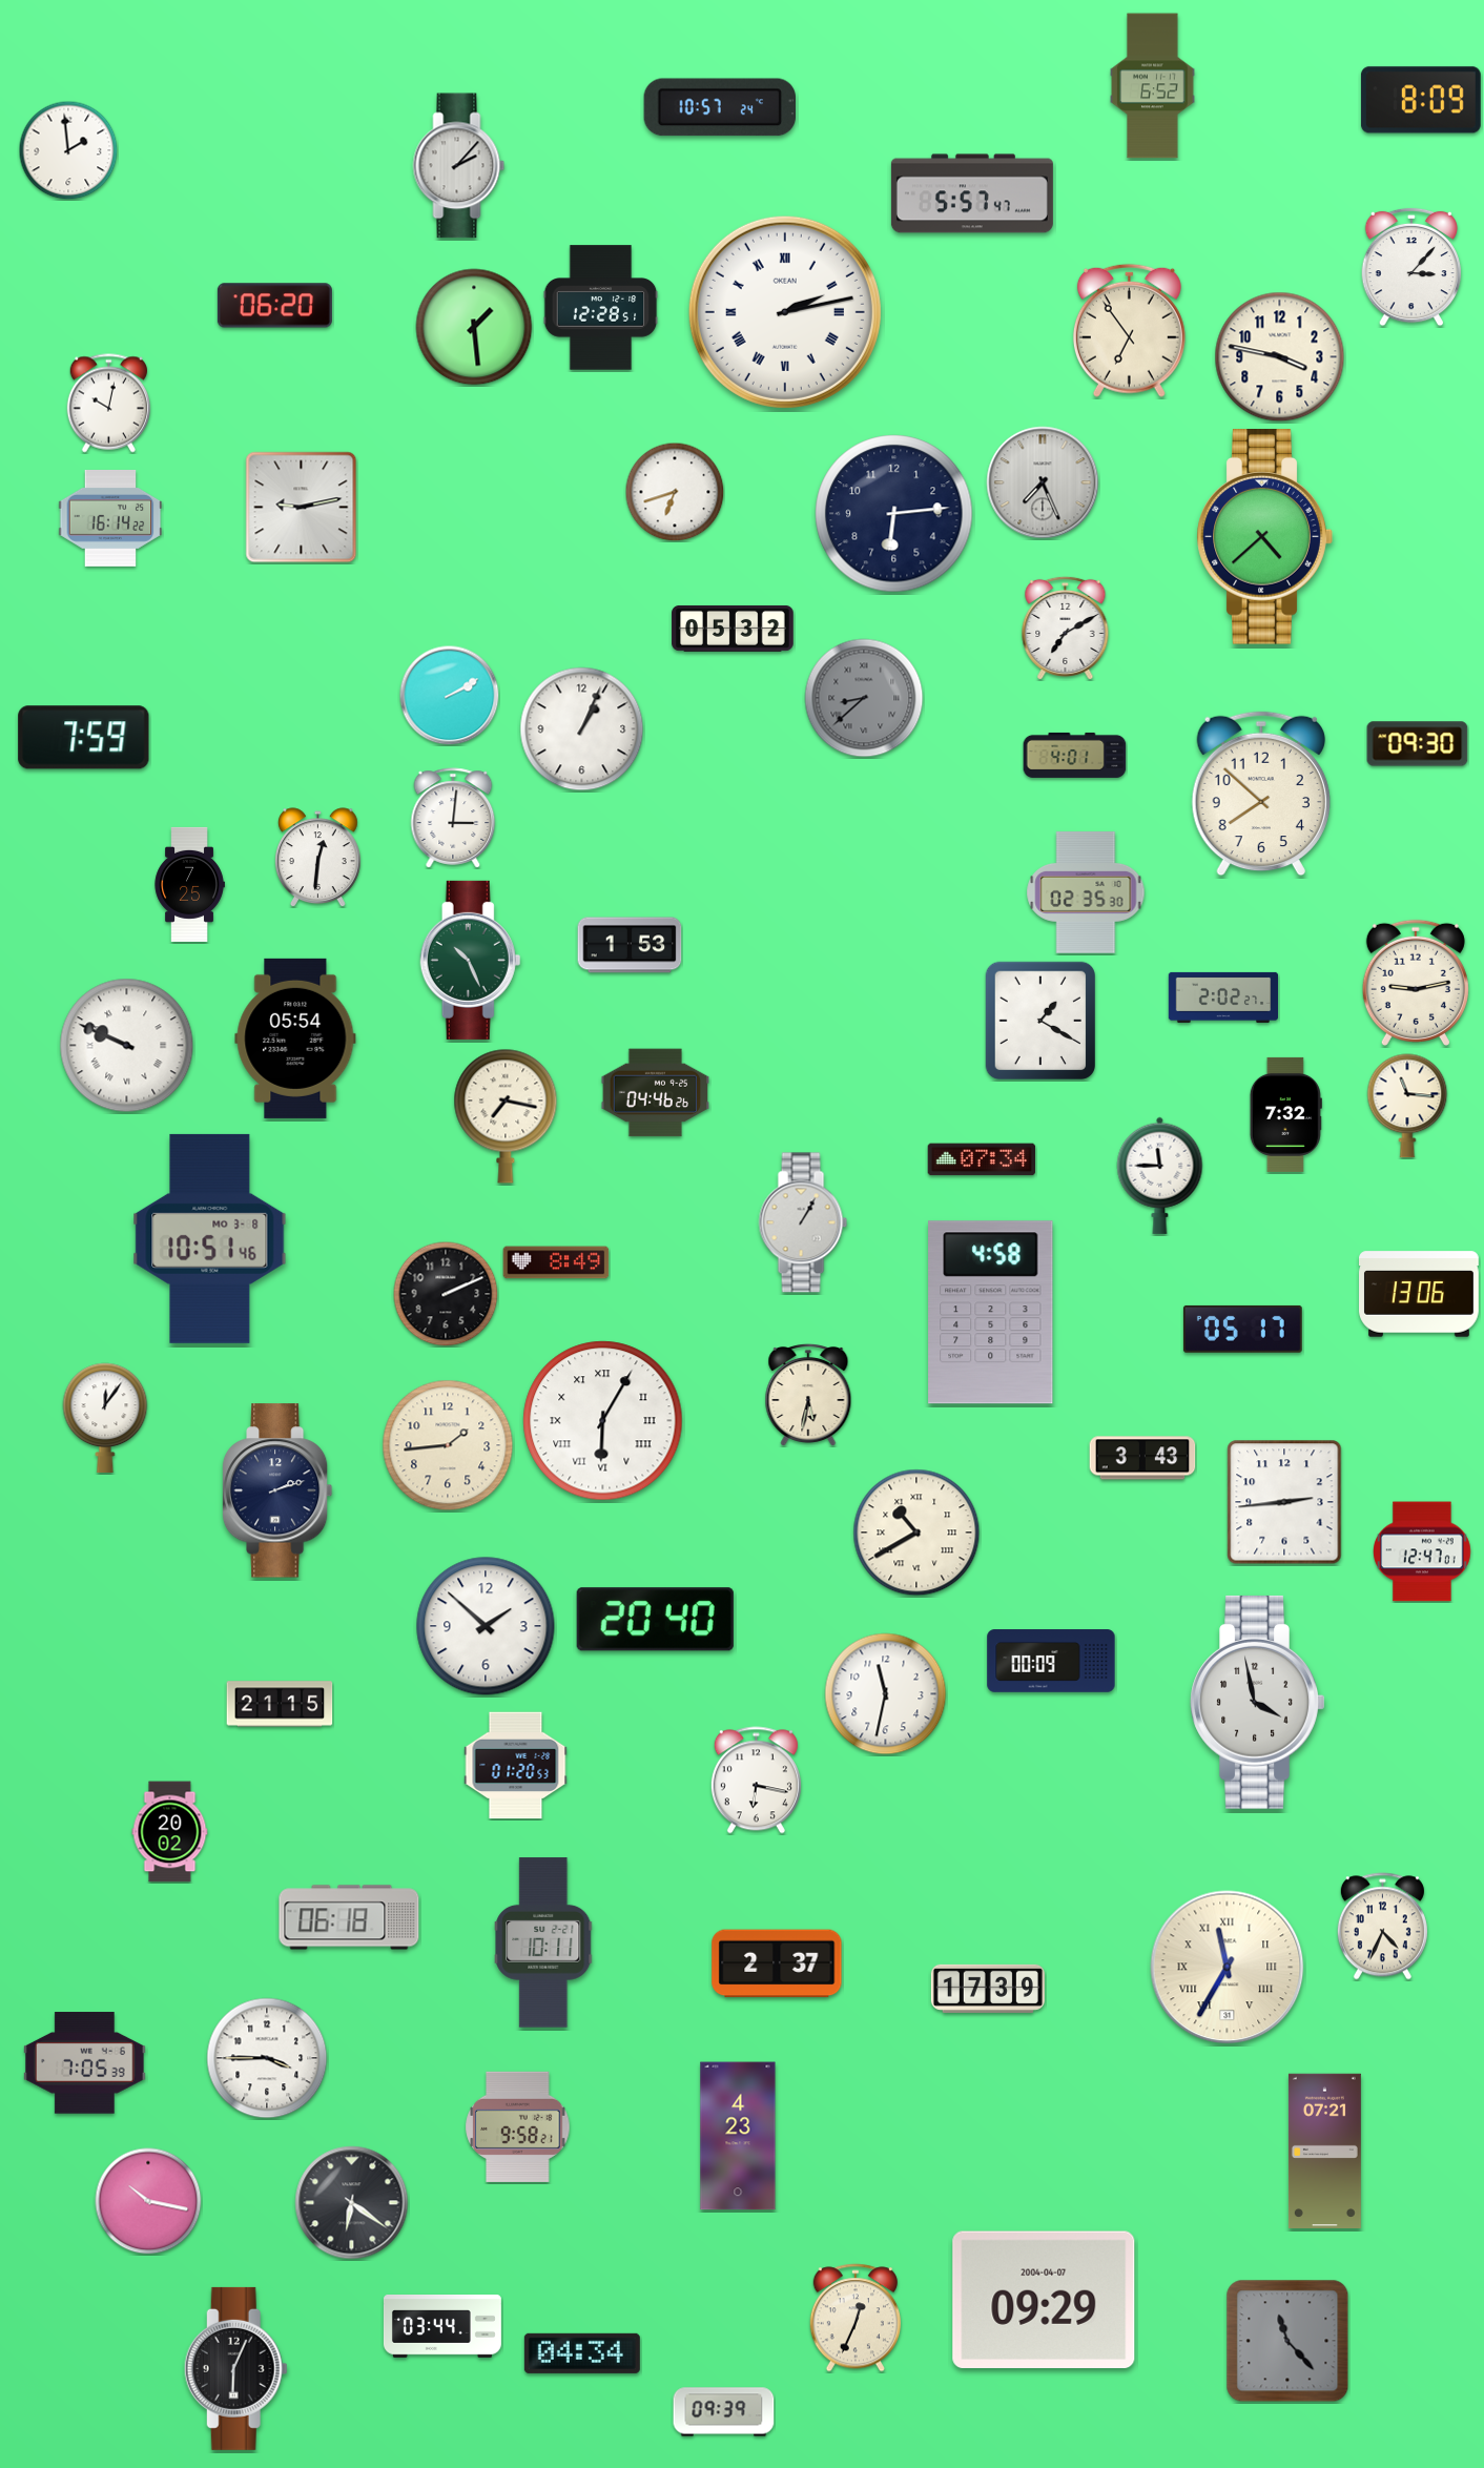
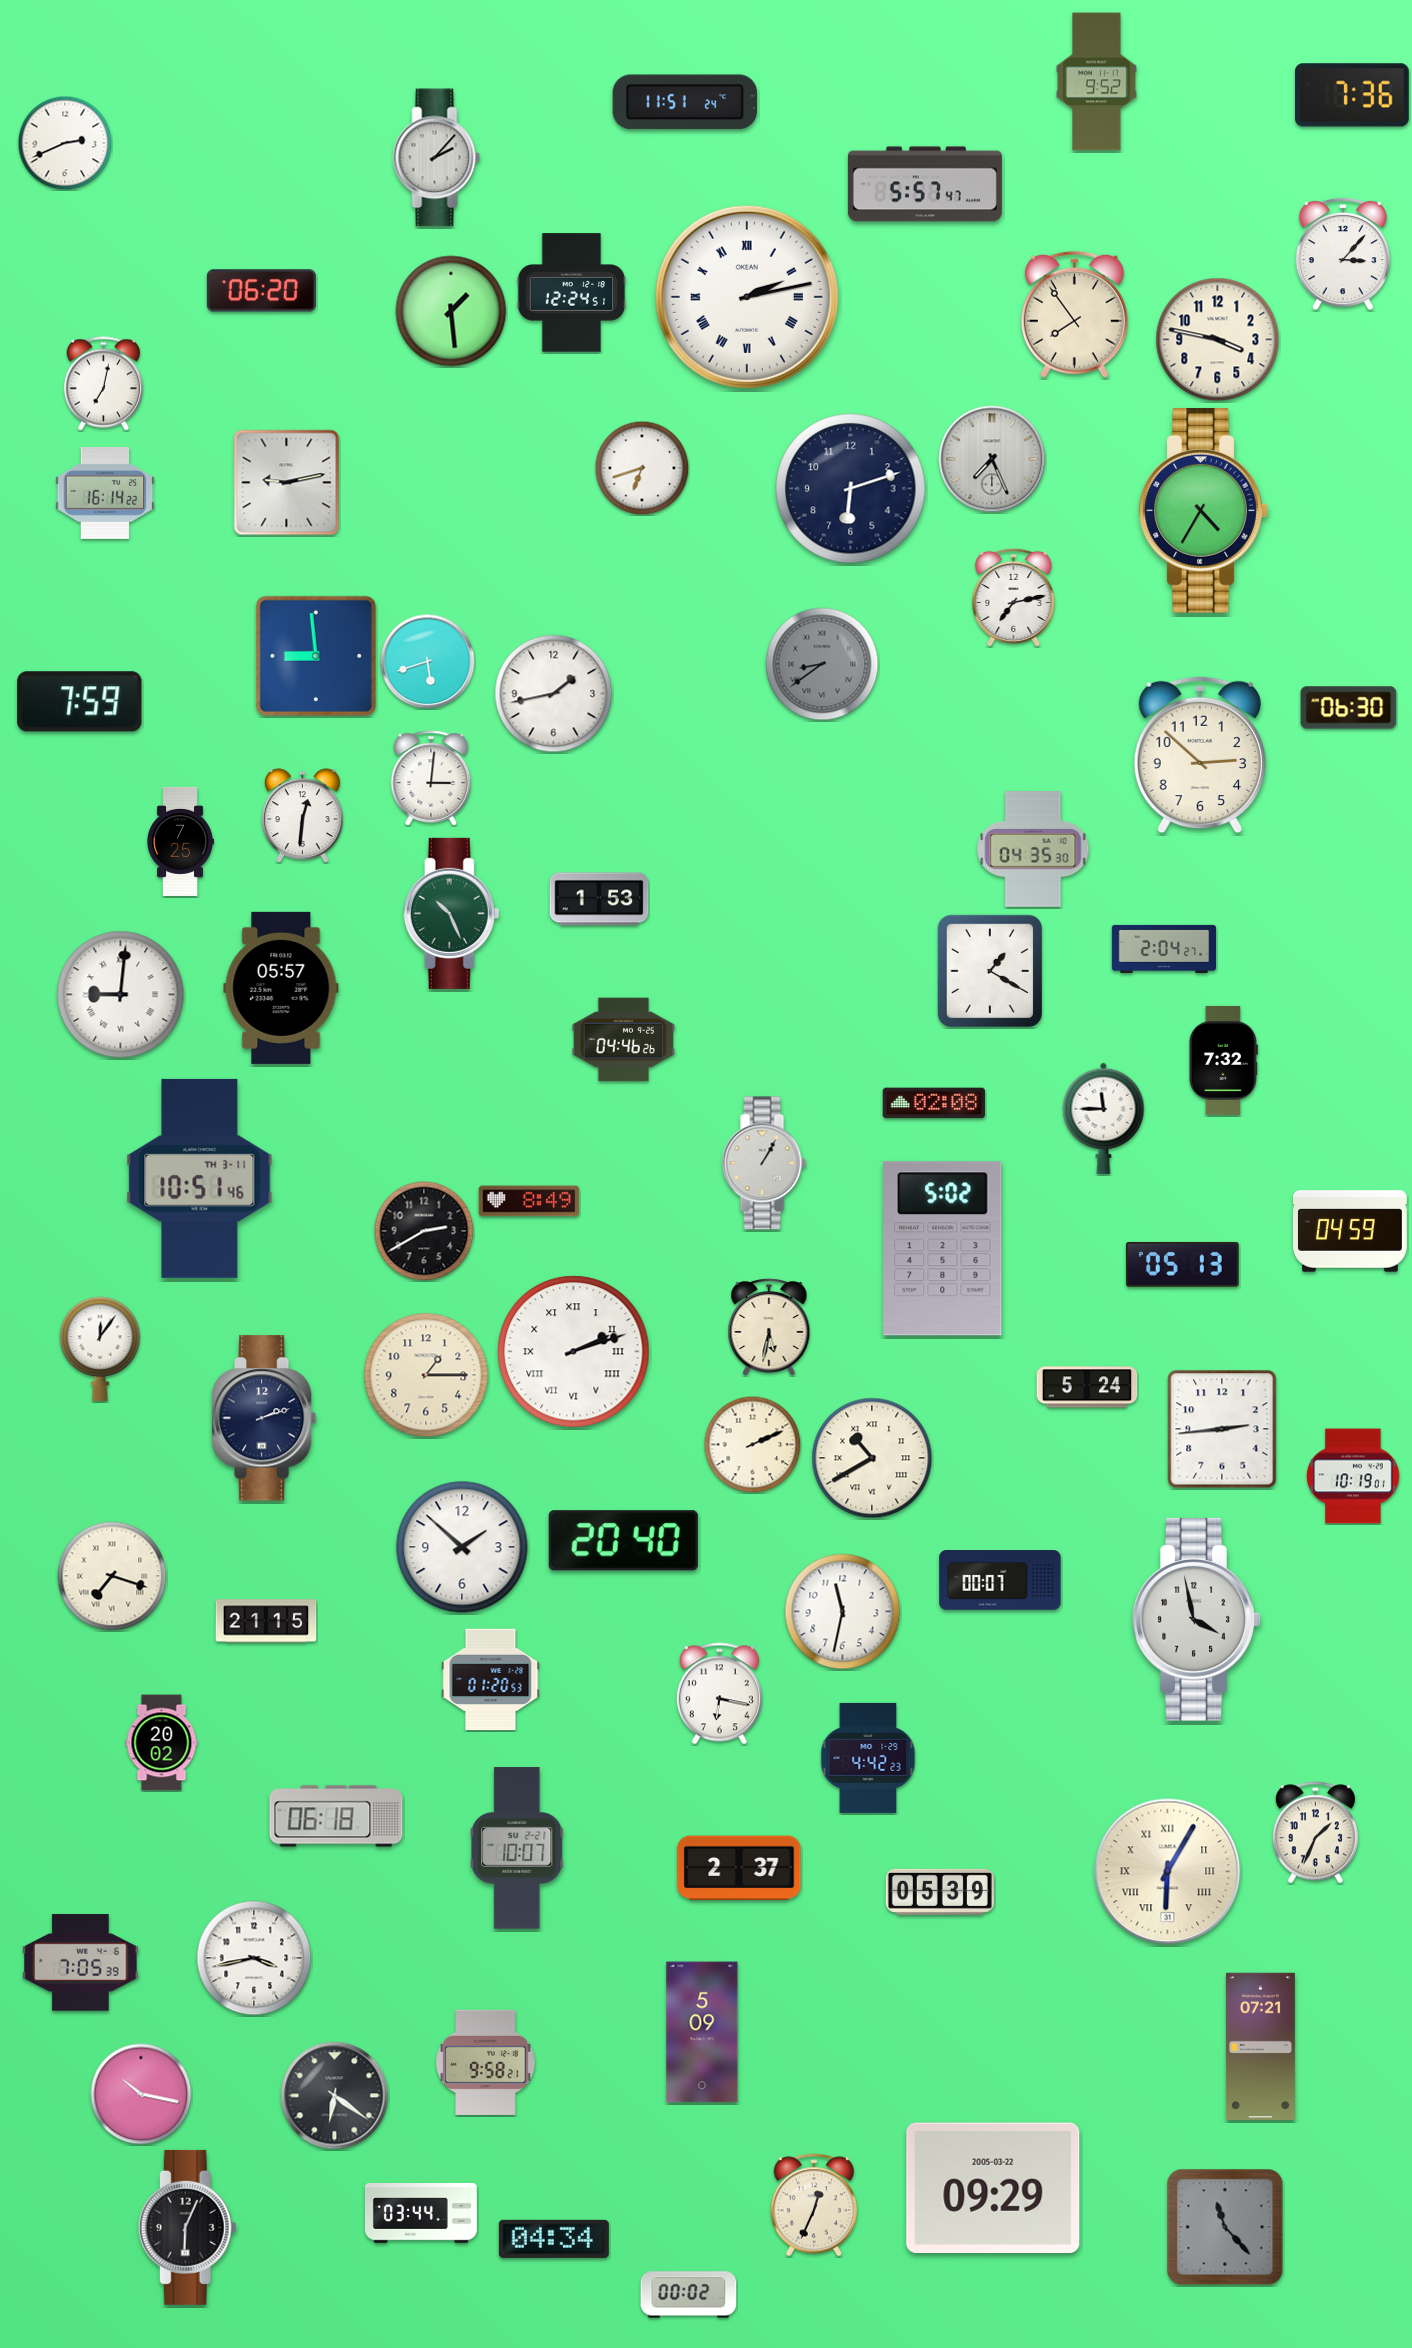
clock at (1153, 86): 6:52 -> 9:52
clock at (1421, 100): 8:09 -> 7:36
clock at (719, 107): 10:57 -> 11:51
clock at (68, 150): 1:59 -> 2:41
clock at (601, 308): 12:28 -> 12:24
clock at (1129, 330): 6:54 -> 7:54
clock at (108, 404): 10:02 -> 7:02
clock at (894, 514): 6:14 -> 6:12
clock at (1264, 537): 4:38 -> 4:35
clock at (1066, 628): 7:10 -> 7:13
clock at (733, 629): 05:32 -> none
clock at (316, 656): none -> 8:59
clock at (449, 695): 2:10 -> 5:42
clock at (864, 698): 8:38 -> 8:39
clock at (582, 729): 1:04 -> 1:43
clock at (1418, 744): 09:30 -> 06:30
clock at (1075, 755): 4:01 -> none
clock at (1261, 794): 7:52 -> 2:52
clock at (1086, 892): 02:35 -> 04:35
clock at (471, 960) position: (471, 960) -> (452, 913)
clock at (1416, 983): 9:13 -> none
clock at (1223, 998): 2:02 -> 2:04
clock at (295, 1038): 05:54 -> 05:57
clock at (127, 1046): 9:49 -> 9:01
clock at (1407, 1106): 11:16 -> none
clock at (506, 1116): 7:17 -> none
clock at (982, 1159): 07:34 -> 02:08
clock at (210, 1238) date: MO 3-8 -> TH 3-11
clock at (446, 1294): 2:11 -> 2:40
clock at (1420, 1294): 13:06 -> 04:59
clock at (991, 1313): 4:58 -> 5:02
clock at (1242, 1329): 05:17 -> 05:13
clock at (603, 1421): 6:05 -> 2:12
clock at (448, 1445): 1:44 -> 1:15
clock at (1142, 1458): 3:43 -> 5:24
clock at (752, 1444): none -> 2:11
clock at (1423, 1551): 12:47 -> 10:19
clock at (112, 1576): none -> 7:18
clock at (1051, 1661): 00:09 -> 00:07
clock at (868, 1758): none -> 4:42
clock at (349, 1917) position: (349, 1917) -> (336, 1816)
clock at (1382, 1927): 4:34 -> 1:34
clock at (543, 1942): 10:11 -> 10:07
clock at (1228, 1968): 11:35 -> 6:05
clock at (988, 1989): 17:39 -> 05:39
clock at (267, 2058): 3:45 -> 3:43
clock at (518, 2126) position: (518, 2126) -> (486, 2062)
clock at (738, 2136): 4:23 -> 5:09
clock at (1044, 2299) date: 2004-04-07 -> 2005-03-22
clock at (235, 2368) position: (235, 2368) -> (187, 2227)
clock at (724, 2412): 09:39 -> 00:02
